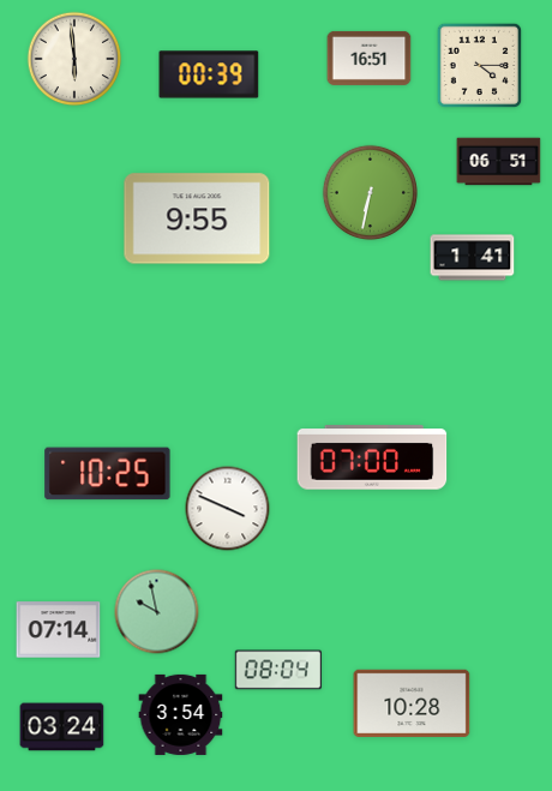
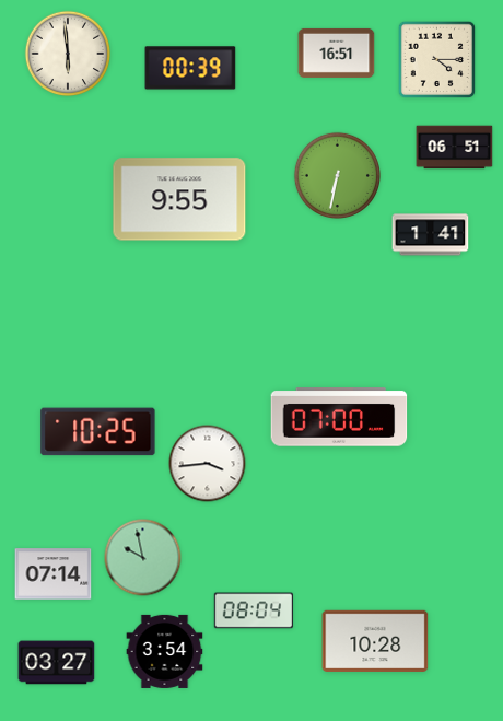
clock at (228, 509): 3:49 -> 3:44
clock at (62, 727): 03:24 -> 03:27
